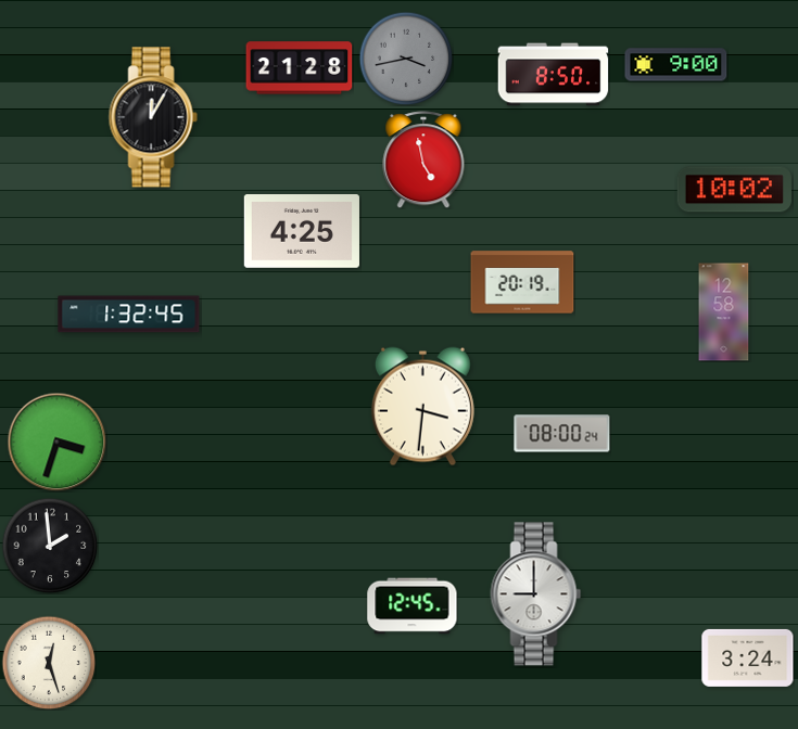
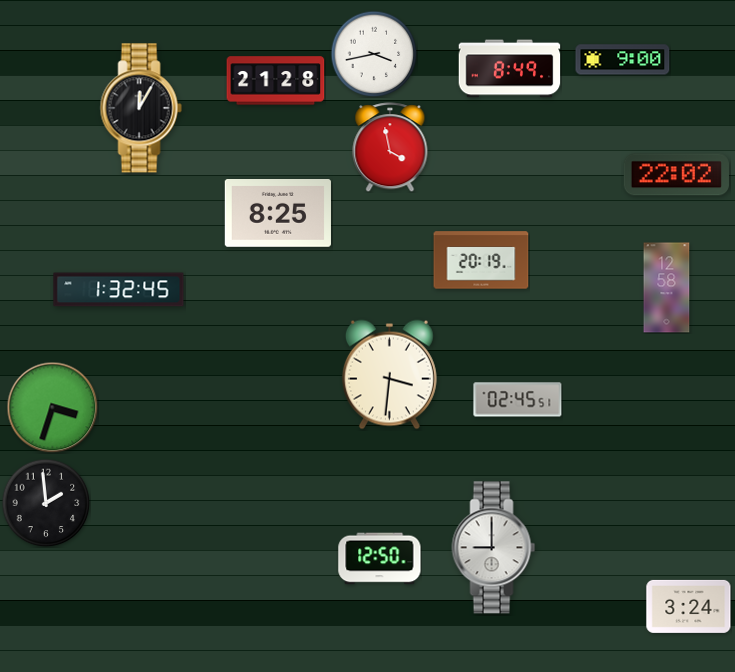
clock at (406, 59) dial: grey -> white
clock at (300, 68) position: (300, 68) -> (276, 81)
clock at (554, 75): 8:50 -> 8:49
clock at (423, 159): 4:58 -> 3:58
clock at (734, 190): 10:02 -> 22:02
clock at (302, 232): 4:25 -> 8:25
clock at (562, 434): 08:00 -> 02:45
clock at (413, 606): 12:45 -> 12:50
clock at (49, 663): 12:27 -> none
